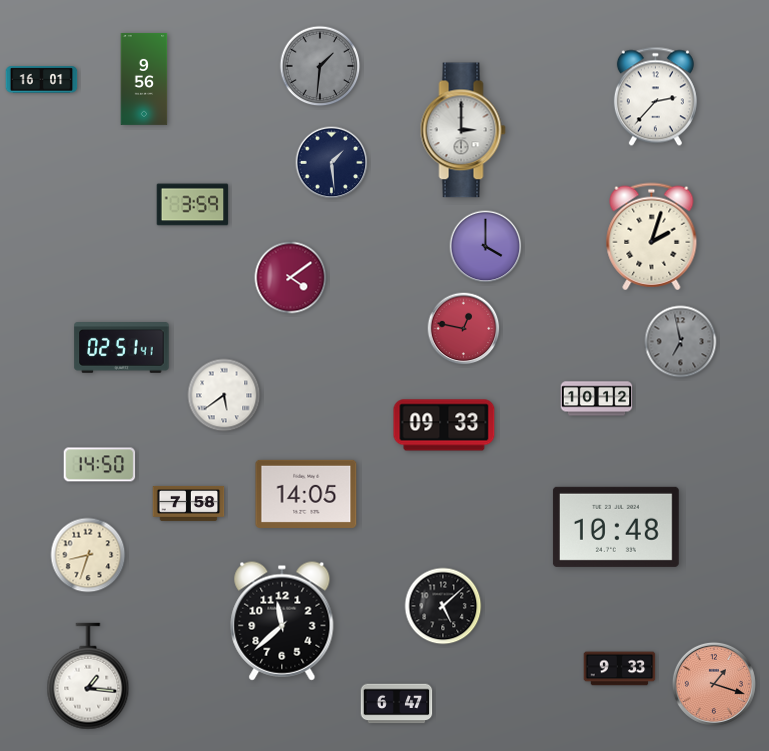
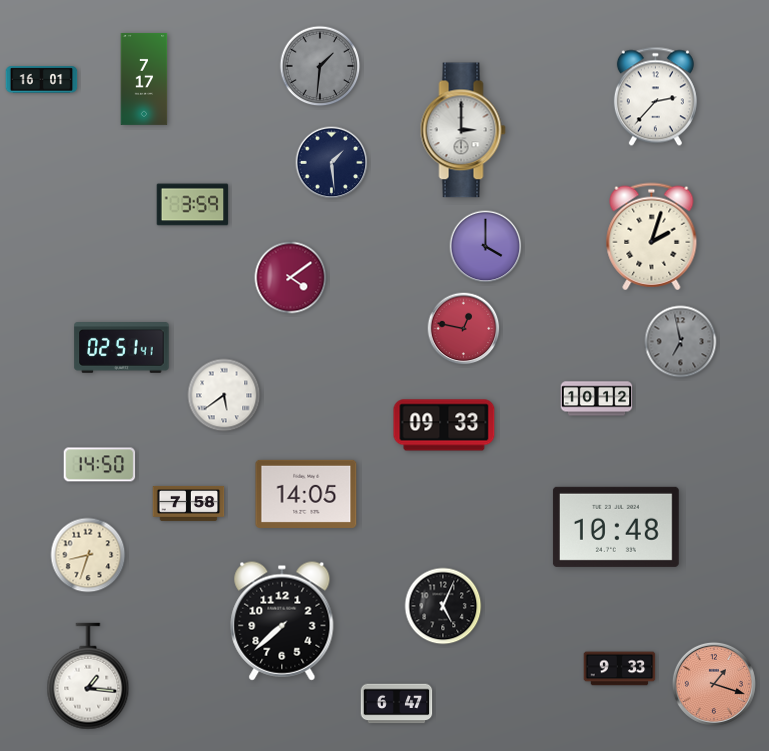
clock at (144, 79): 9:56 -> 7:17
clock at (443, 606): 5:08 -> 5:04
clock at (282, 621): 11:38 -> 7:38
